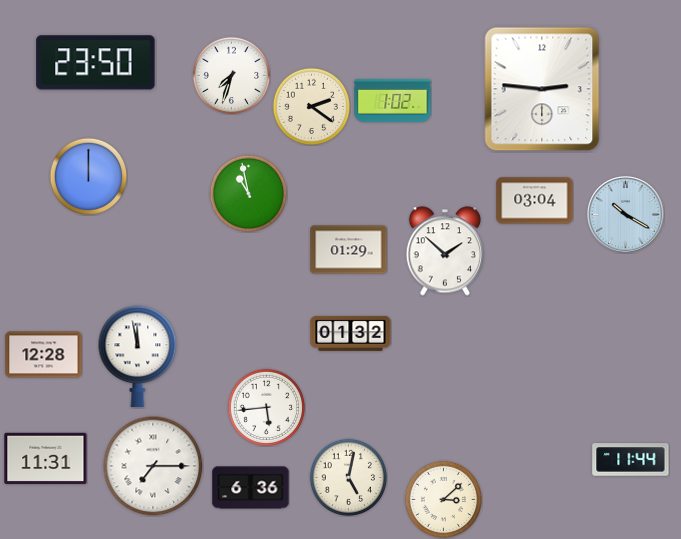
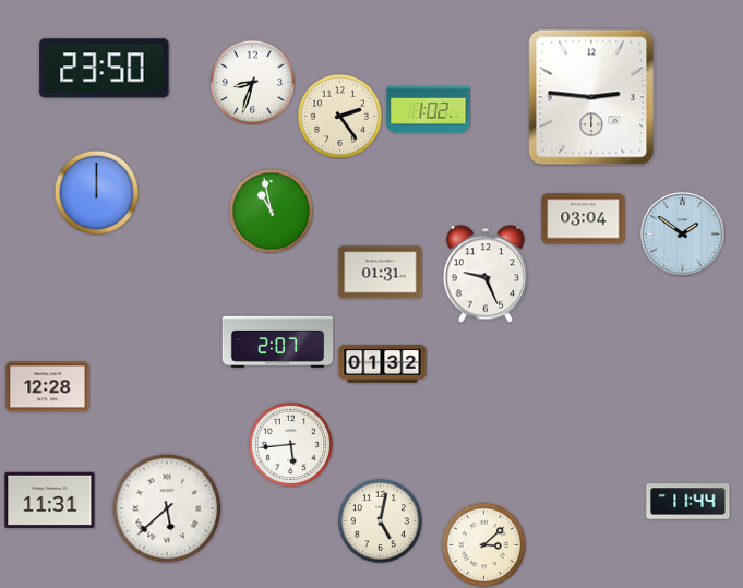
clock at (231, 75): 7:33 -> 8:33
clock at (311, 106): 2:21 -> 2:24
clock at (625, 214): 10:20 -> 1:51
clock at (349, 250): 01:29 -> 01:31
clock at (444, 251): 1:52 -> 9:26
clock at (278, 341): none -> 2:07
clock at (138, 357): 11:58 -> none
clock at (153, 466): 7:15 -> 5:38
clock at (251, 488): 6:36 -> none
